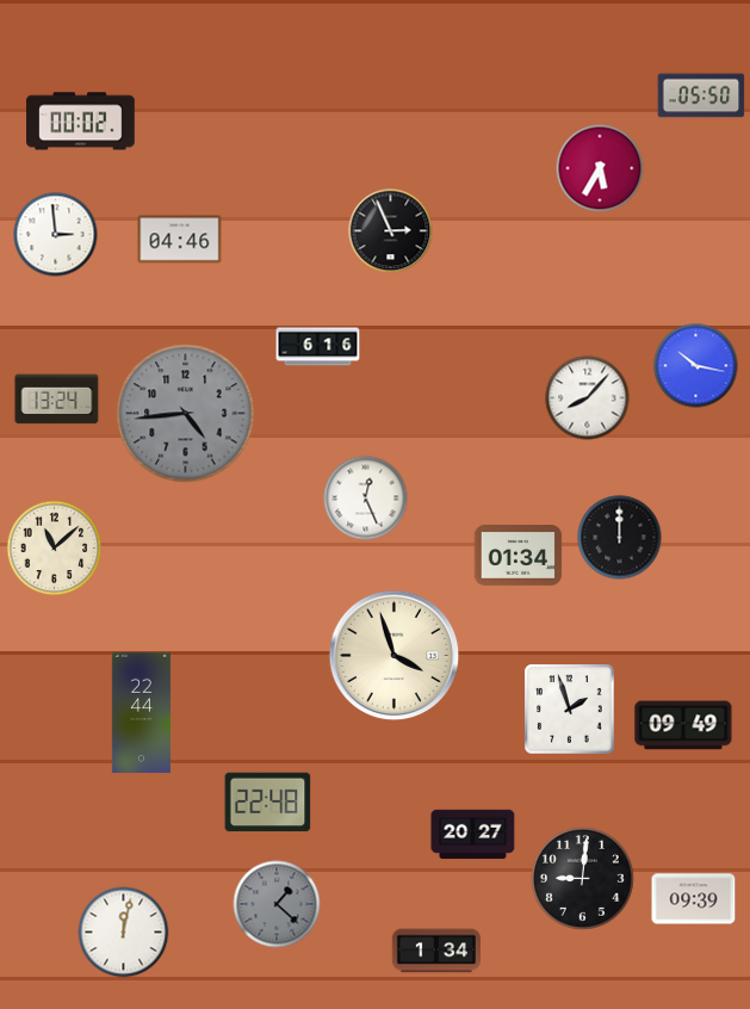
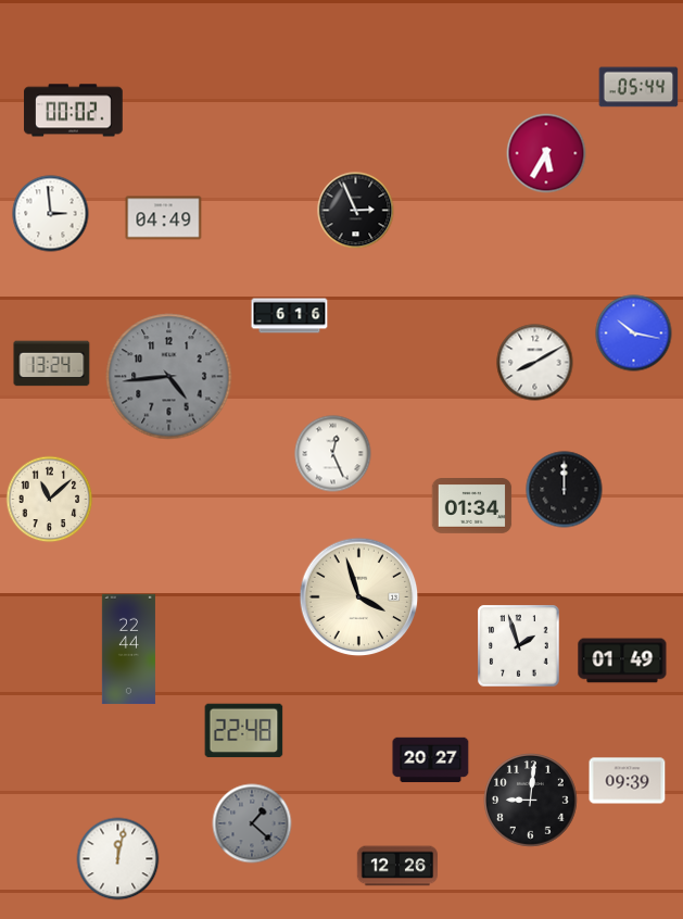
clock at (701, 95): 05:50 -> 05:44
clock at (180, 240): 04:46 -> 04:49
clock at (588, 398): 8:07 -> 8:10
clock at (683, 725): 09:49 -> 01:49
clock at (694, 899) position: (694, 899) -> (628, 781)
clock at (124, 933) position: (124, 933) -> (118, 859)
clock at (435, 951): 1:34 -> 12:26
